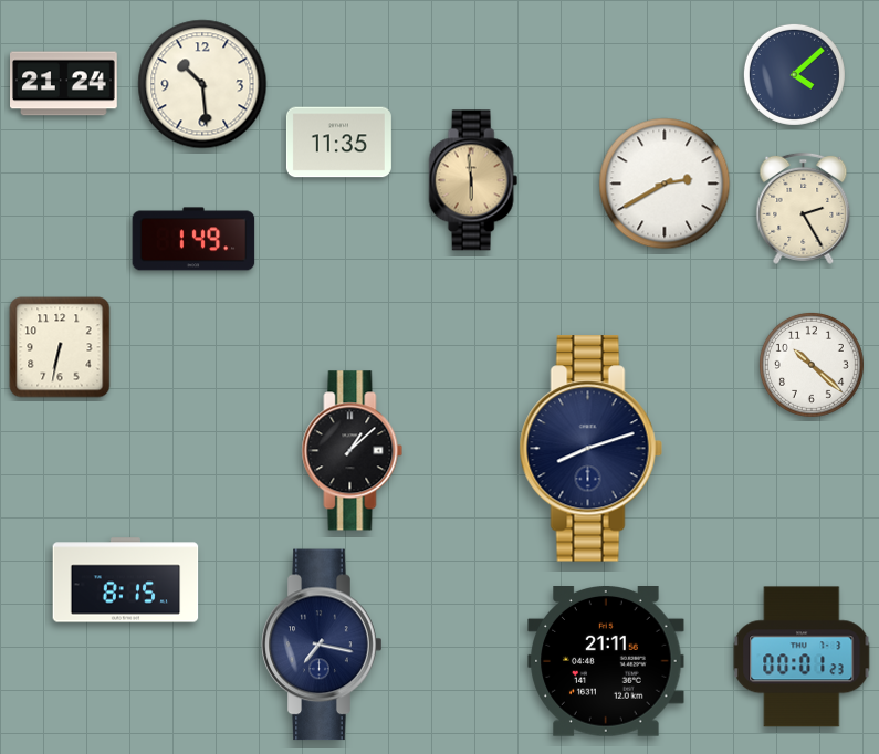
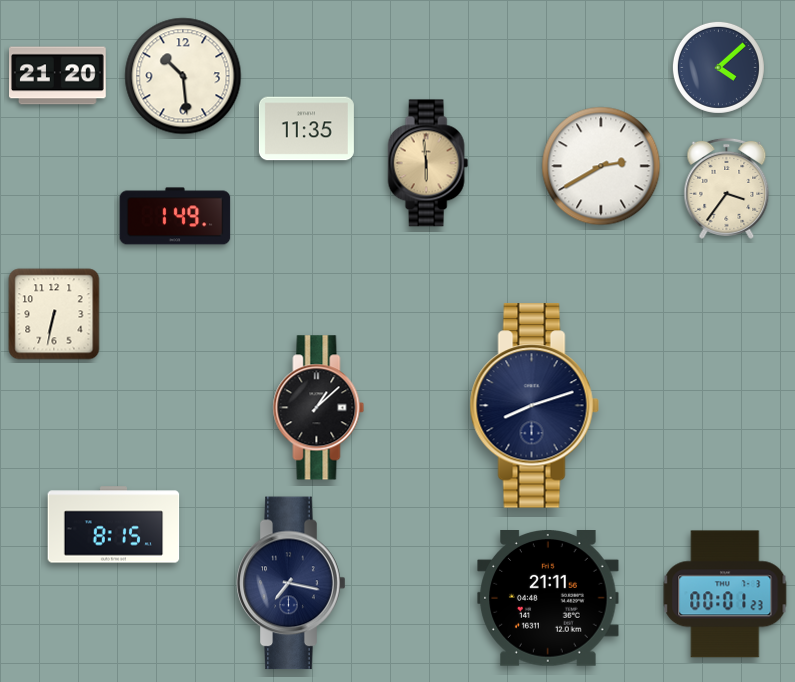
clock at (64, 84): 21:24 -> 21:20
clock at (804, 208): 2:25 -> 3:36
clock at (812, 365): 10:22 -> none
